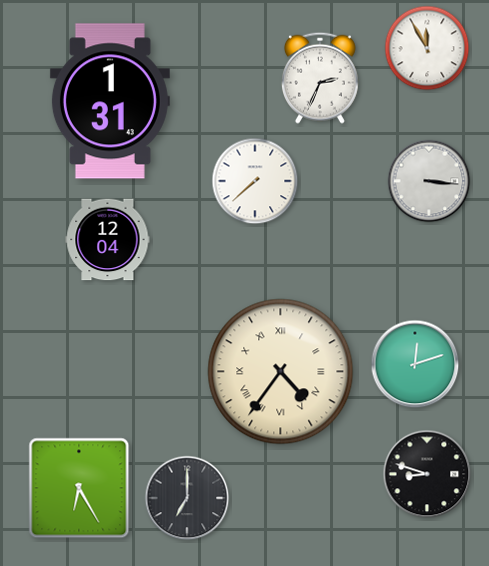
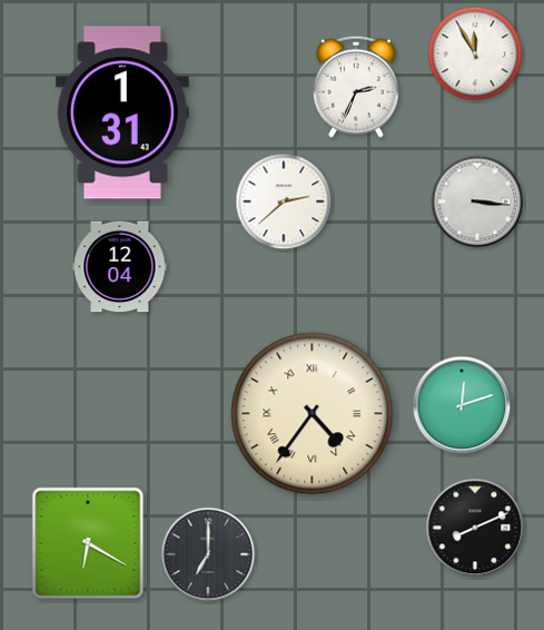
clock at (255, 181): 7:38 -> 2:38
clock at (427, 474): 8:48 -> 8:11
clock at (79, 488): 6:25 -> 6:20
